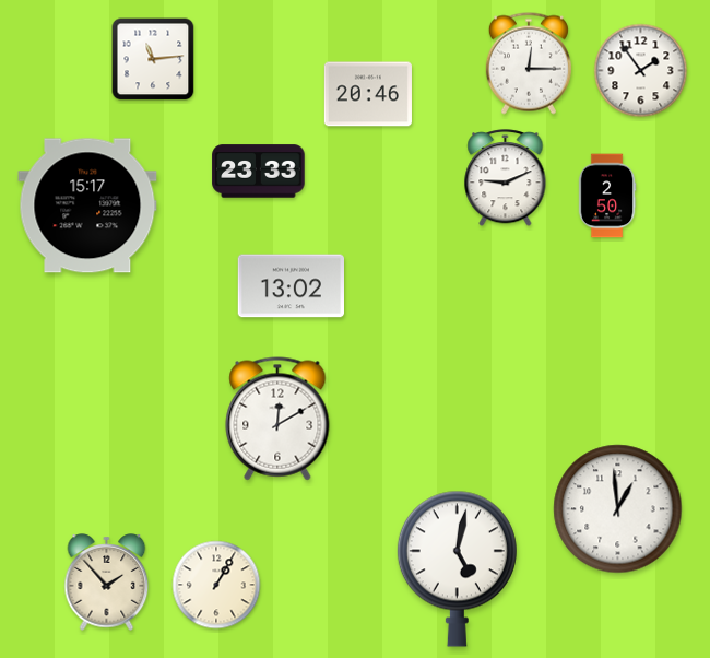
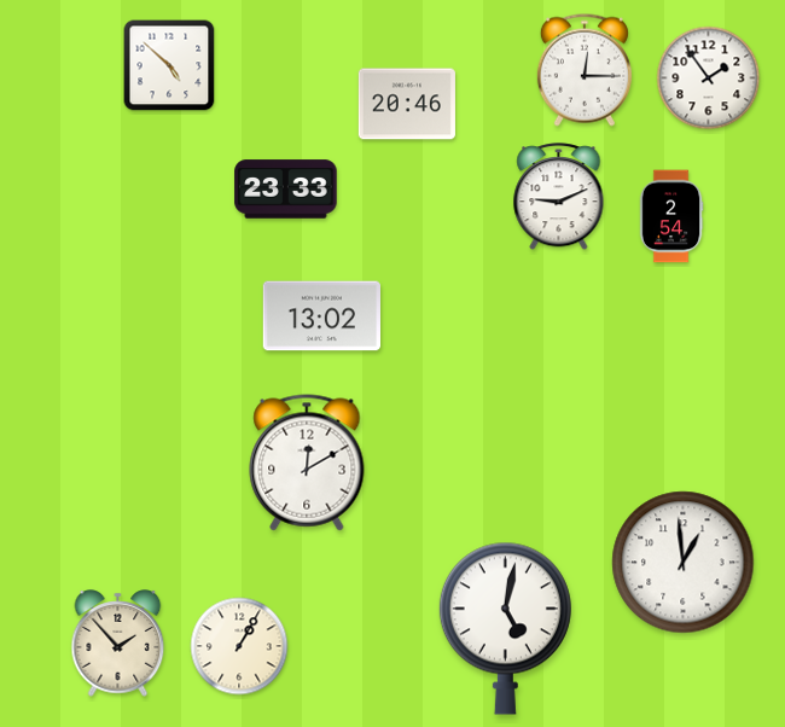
clock at (153, 59): 11:14 -> 4:52
clock at (607, 196): 2:50 -> 2:54
clock at (87, 205): 15:17 -> none
